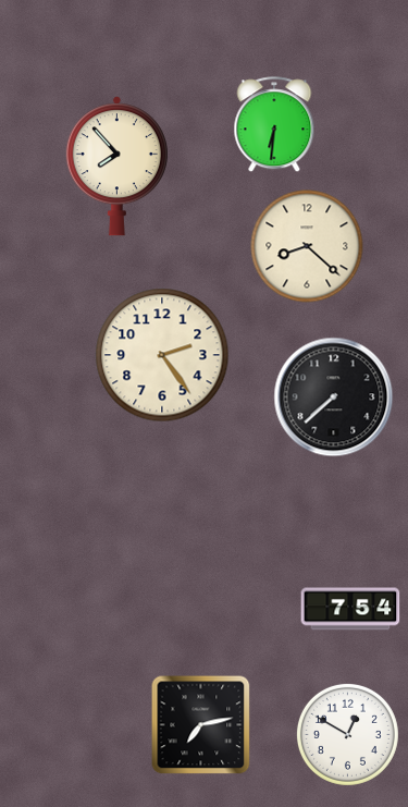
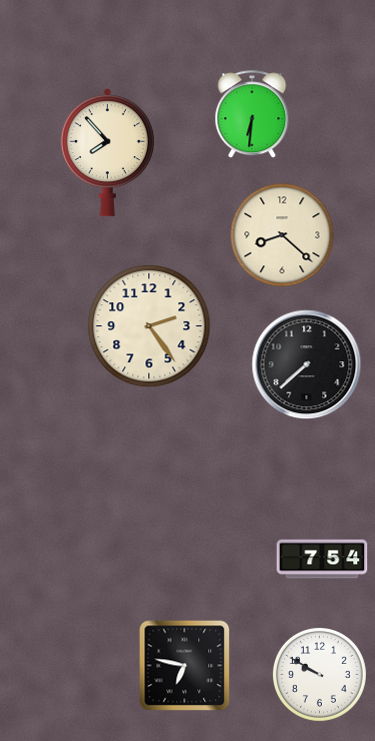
clock at (307, 246) position: (307, 246) -> (282, 235)
clock at (201, 725): 7:13 -> 6:47
clock at (347, 734): 12:50 -> 9:50
